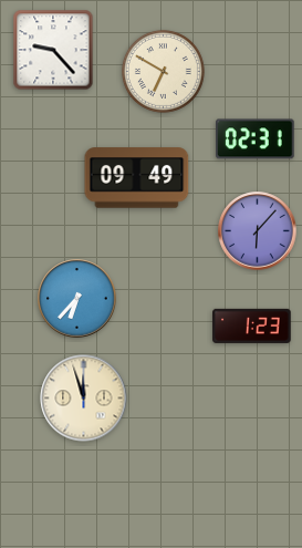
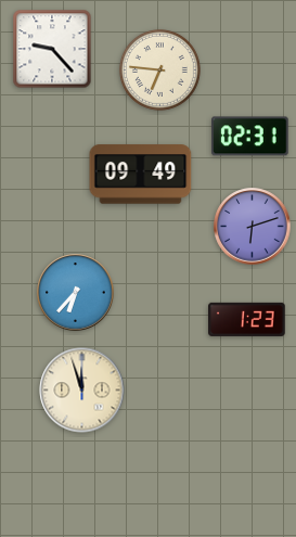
clock at (163, 71): 6:50 -> 6:46
clock at (137, 178) position: (137, 178) -> (141, 175)
clock at (258, 231): 6:07 -> 6:12
